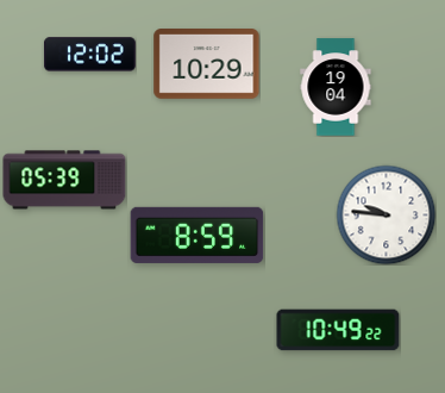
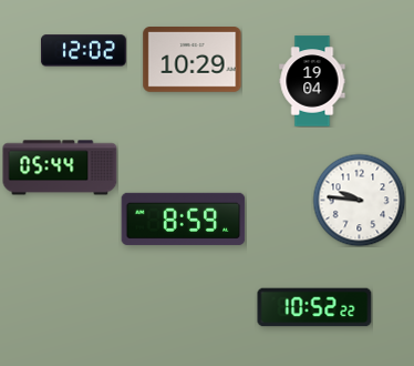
clock at (64, 180): 05:39 -> 05:44
clock at (338, 330): 10:49 -> 10:52
